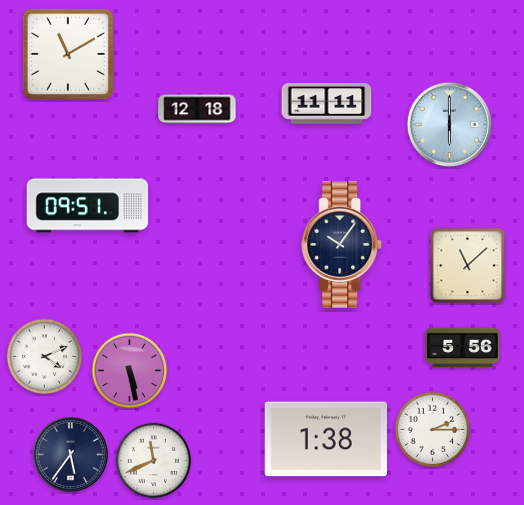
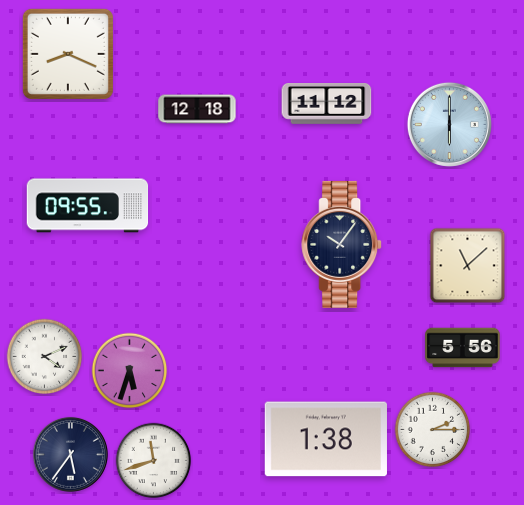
clock at (68, 54): 11:10 -> 8:19
clock at (327, 104): 11:11 -> 11:12
clock at (88, 206): 09:51 -> 09:55
clock at (130, 371): 5:28 -> 5:33
clock at (154, 461): 11:41 -> 11:42
